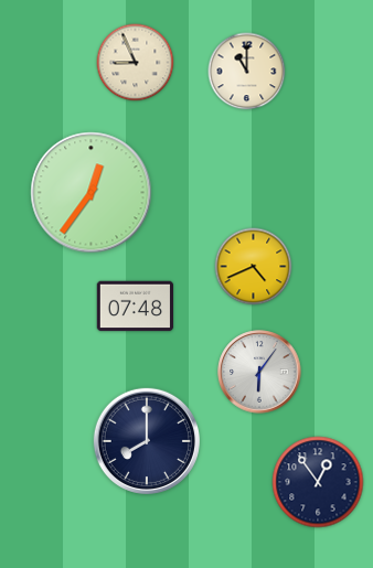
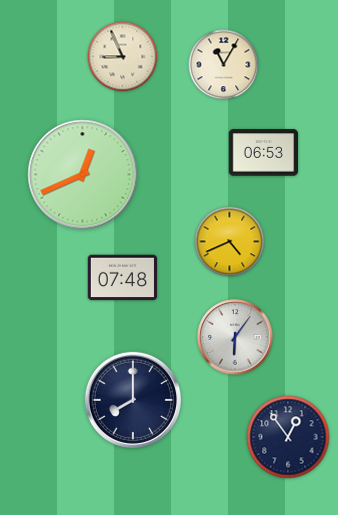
clock at (247, 72): 11:00 -> 11:05
clock at (264, 153): none -> 06:53
clock at (92, 193): 12:36 -> 12:41
